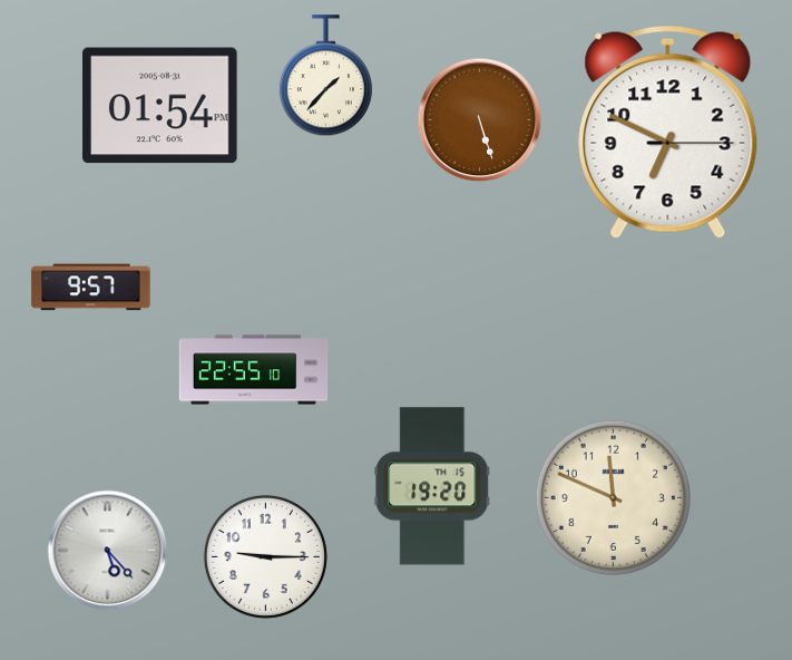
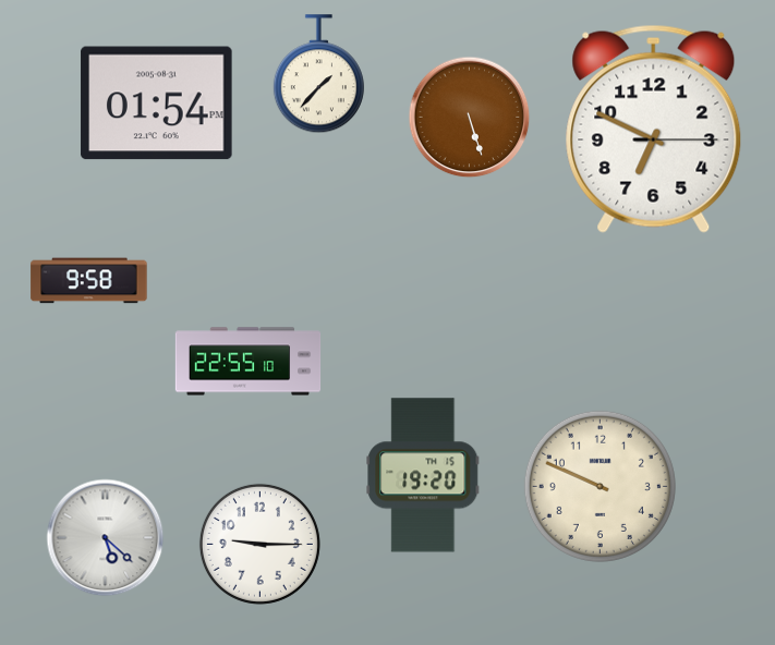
clock at (91, 288): 9:57 -> 9:58
clock at (613, 497): 11:49 -> 9:49
clock at (108, 551): 5:23 -> 5:22
